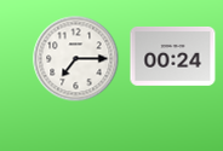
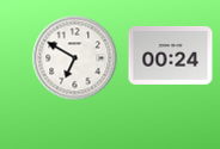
clock at (76, 59): 7:15 -> 6:50
